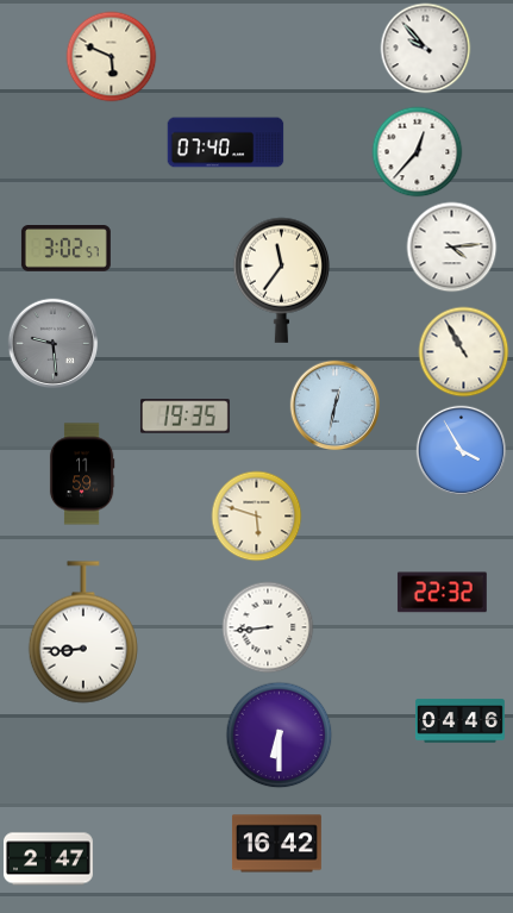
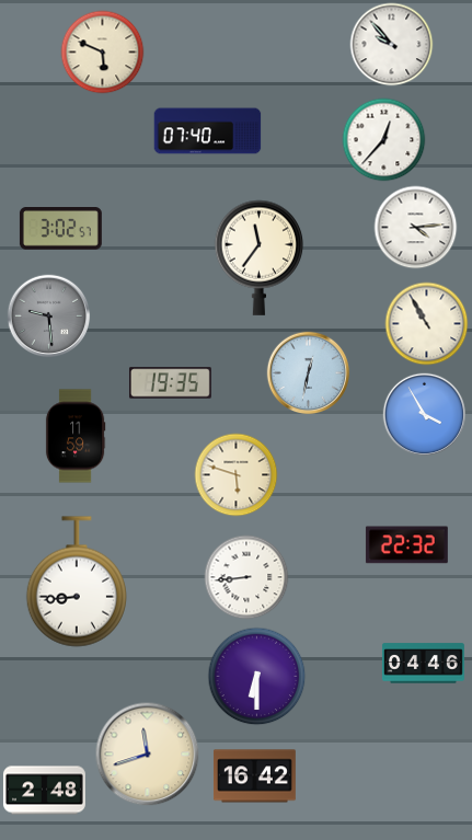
clock at (148, 755): none -> 11:42
clock at (48, 859): 2:47 -> 2:48
